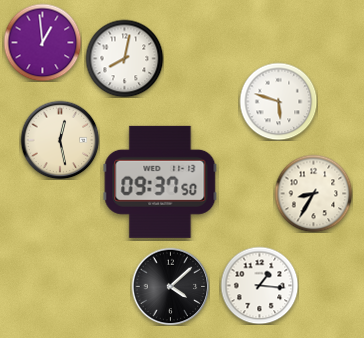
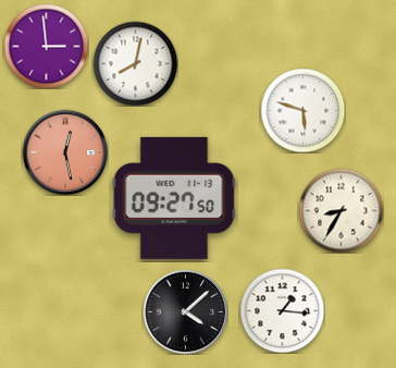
clock at (42, 42): 12:59 -> 2:59
clock at (60, 140) dial: cream -> salmon
clock at (160, 182): 09:37 -> 09:27
